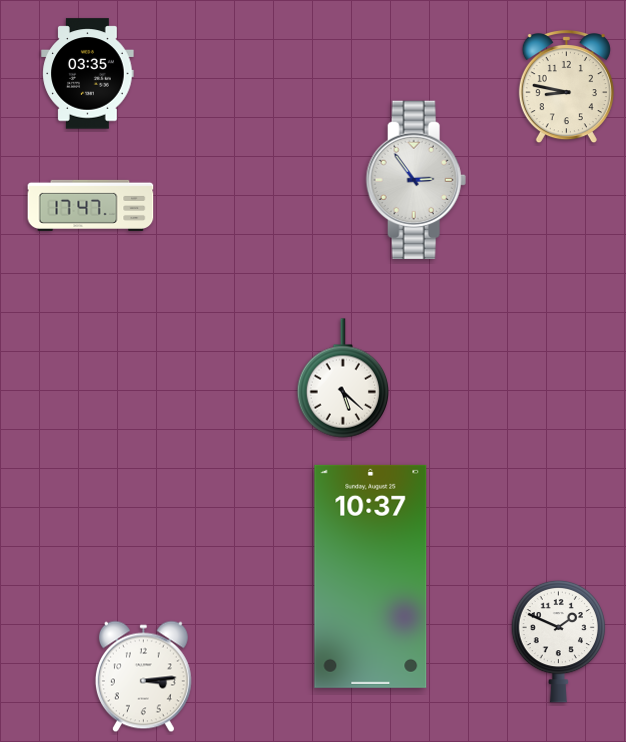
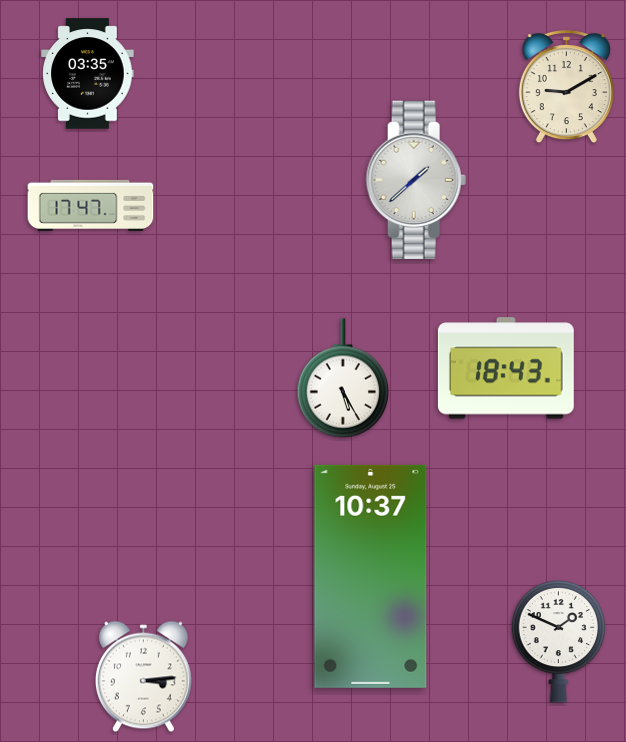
clock at (566, 88): 8:47 -> 9:10
clock at (416, 179): 2:54 -> 1:38
clock at (506, 368): none -> 18:43
clock at (343, 378): 5:22 -> 5:25
